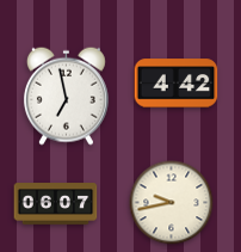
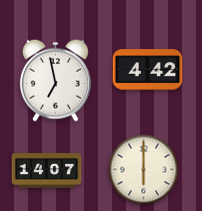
clock at (172, 203): 9:43 -> 6:00
clock at (56, 204): 06:07 -> 14:07
